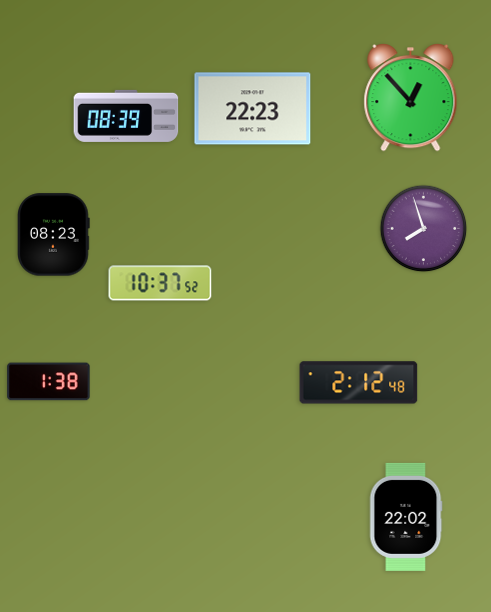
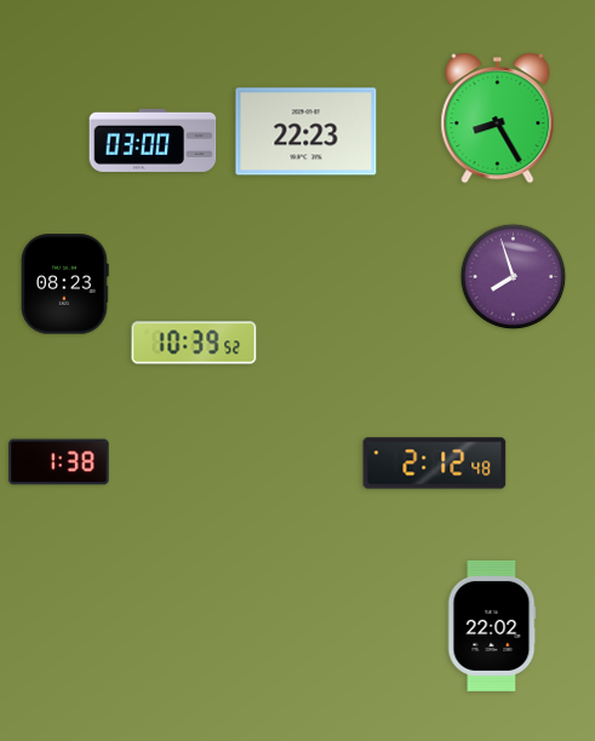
clock at (411, 98): 12:53 -> 8:25
clock at (126, 116): 08:39 -> 03:00
clock at (160, 283): 10:37 -> 10:39
